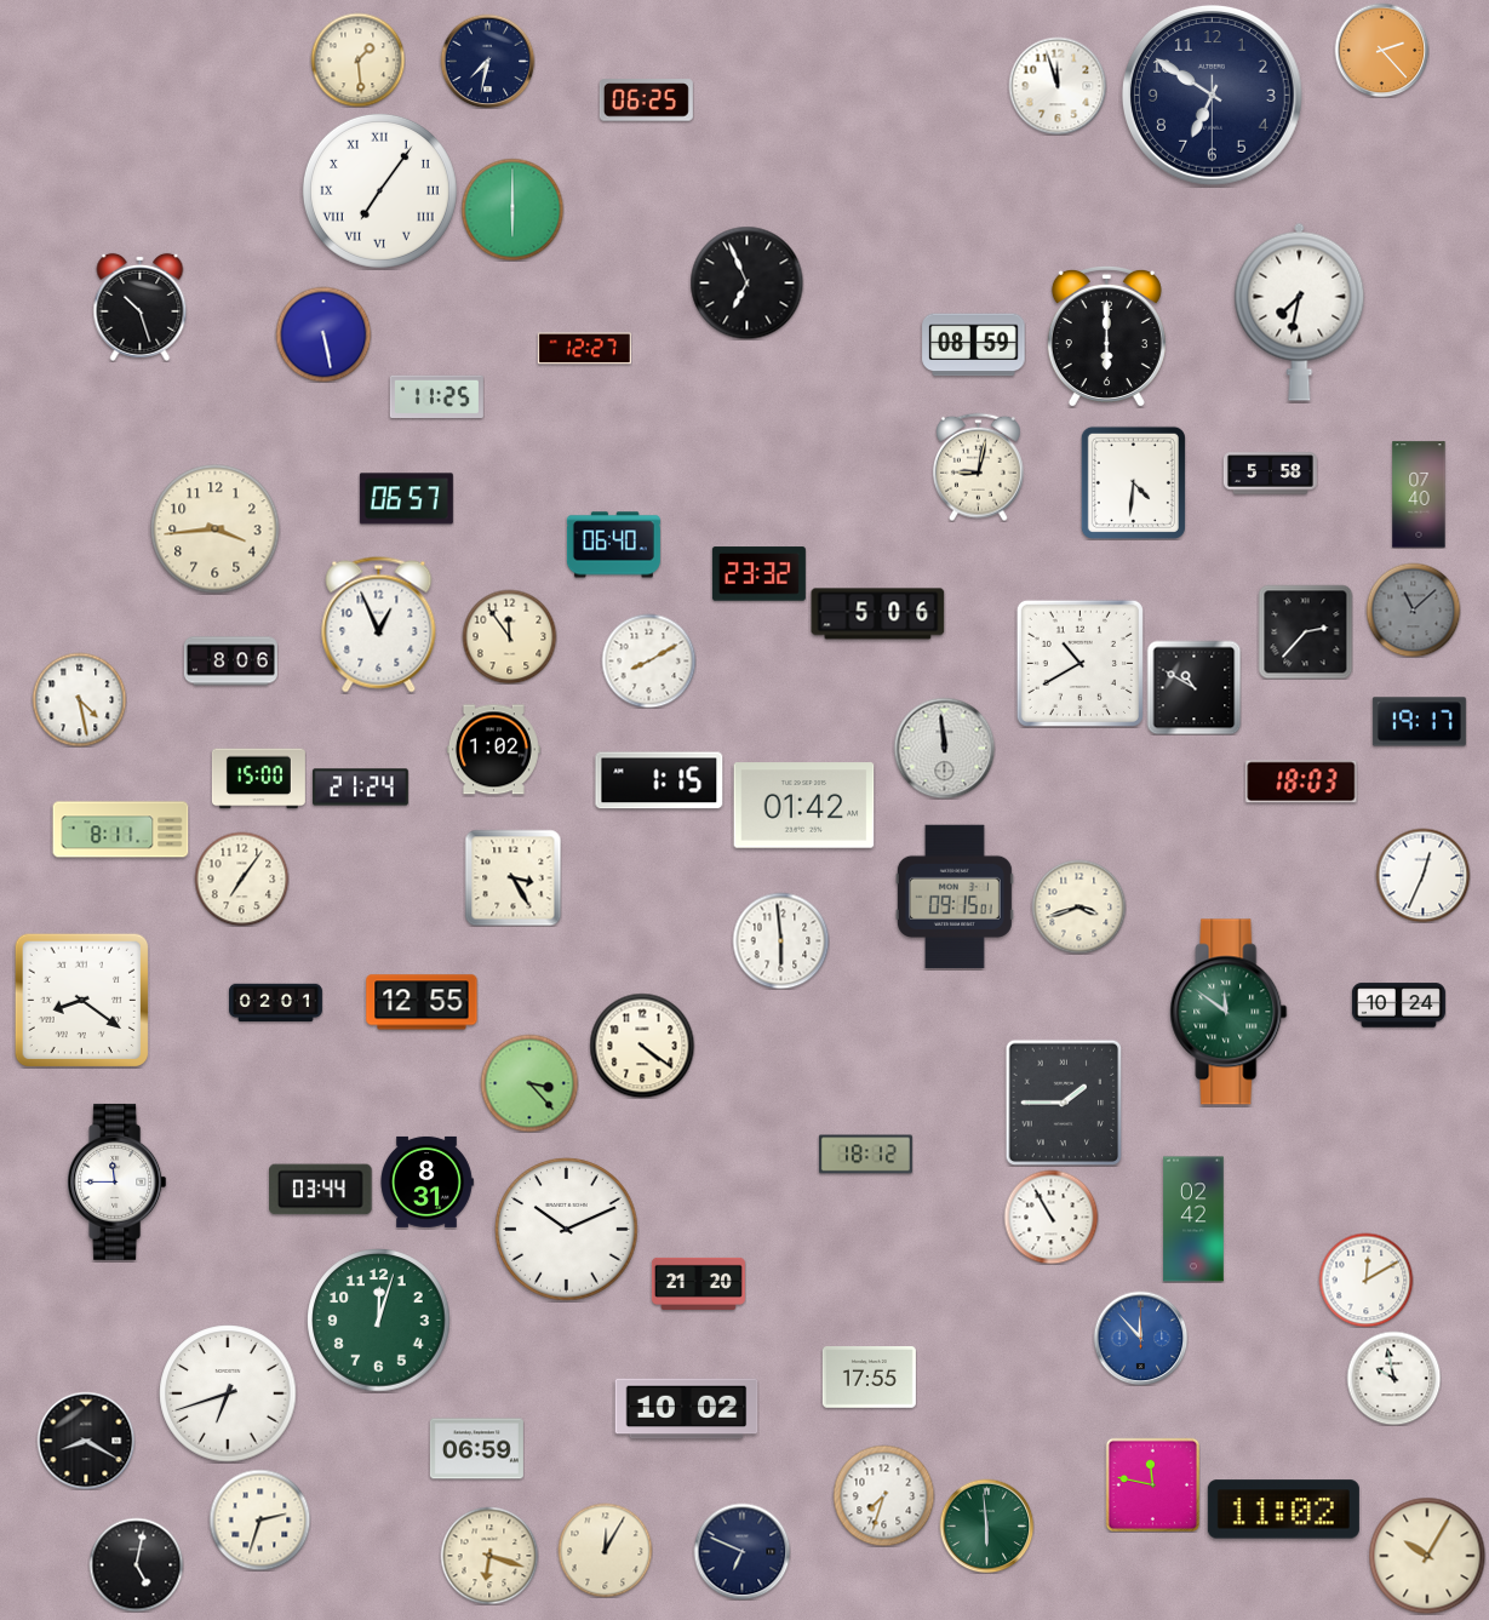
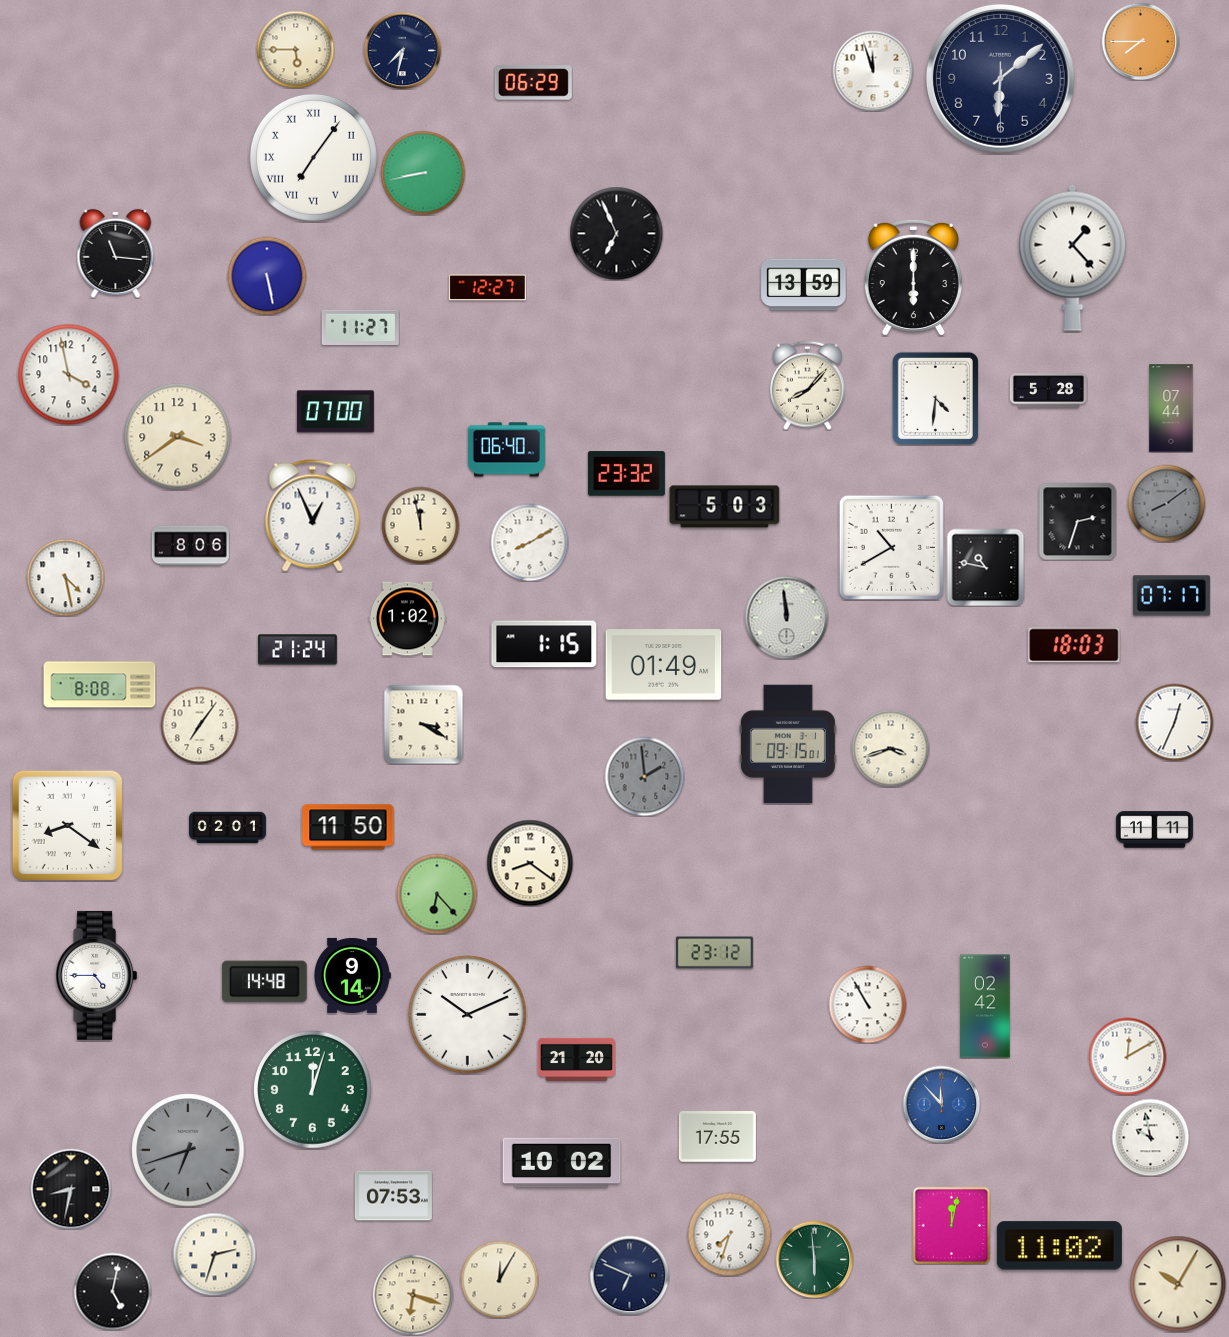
clock at (1381, 50): 2:23 -> 7:45
clock at (357, 59): 1:29 -> 5:45
clock at (1213, 96): 6:50 -> 6:08
clock at (646, 101): 06:25 -> 06:29
clock at (512, 210): 6:00 -> 8:43
clock at (141, 307): 10:27 -> 11:16
clock at (1300, 311): 7:32 -> 1:23
clock at (974, 345): 08:59 -> 13:59
clock at (584, 349) position: (584, 349) -> (487, 288)
clock at (436, 397): 11:25 -> 11:27
clock at (69, 375): none -> 3:58
clock at (979, 466): 9:02 -> 8:07
clock at (1270, 474): 5:58 -> 5:28
clock at (1419, 494): 07:40 -> 07:44
clock at (406, 499): 06:57 -> 07:00
clock at (216, 529): 3:44 -> 3:39
clock at (1413, 609): 11:08 -> 8:09
clock at (878, 614): 5:06 -> 5:03
clock at (1305, 631): 2:37 -> 2:33
clock at (509, 636): 11:54 -> 11:58
clock at (648, 660) position: (648, 660) -> (529, 542)
clock at (1193, 687): 10:50 -> 10:47
clock at (1419, 722): 19:17 -> 07:17
clock at (944, 748) position: (944, 748) -> (786, 617)
clock at (258, 779): 15:00 -> none
clock at (804, 806): 01:42 -> 01:49
clock at (121, 830): 8:11 -> 8:08
clock at (512, 877): 3:25 -> 3:20
clock at (955, 897) position: (955, 897) -> (788, 744)
clock at (780, 940): 5:59 -> 1:59
clock at (780, 940) dial: white -> grey
clock at (422, 1002): 12:55 -> 11:50
clock at (1398, 1006): 10:24 -> 11:11
clock at (1229, 1012): 11:51 -> none
clock at (642, 1046): 4:21 -> 8:21
clock at (529, 1083): 3:23 -> 6:23
clock at (1064, 1103): 1:45 -> none
clock at (865, 1155): 18:12 -> 23:12
clock at (118, 1181): 11:45 -> 4:45
clock at (426, 1181): 8:31 -> 9:14
clock at (321, 1190): 03:44 -> 14:48
clock at (228, 1393) dial: white -> grey
clock at (687, 1409) position: (687, 1409) -> (562, 1163)
clock at (86, 1441): 8:20 -> 8:32
clock at (476, 1449): 06:59 -> 07:53
clock at (1152, 1484): 11:47 -> 12:02
clock at (741, 1551) position: (741, 1551) -> (629, 1275)
clock at (489, 1556) position: (489, 1556) -> (413, 1295)
